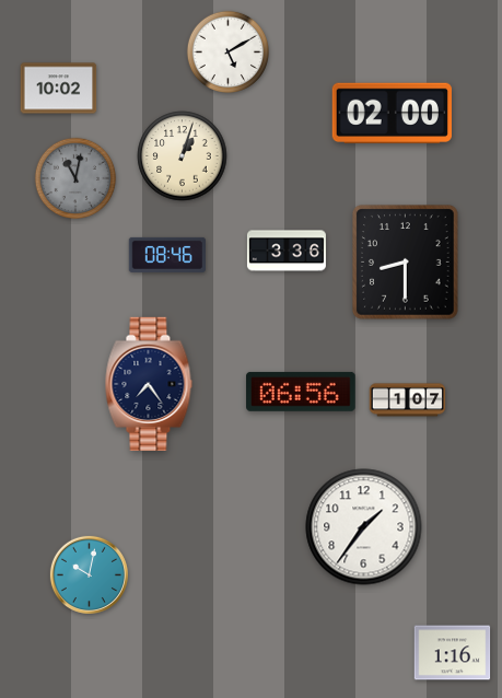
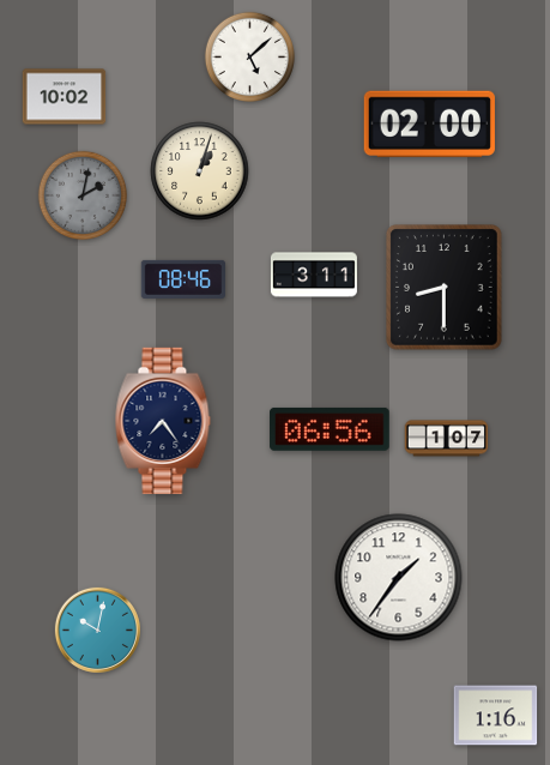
clock at (227, 51): 5:10 -> 5:08
clock at (75, 178): 11:02 -> 2:02
clock at (287, 251): 3:36 -> 3:11
